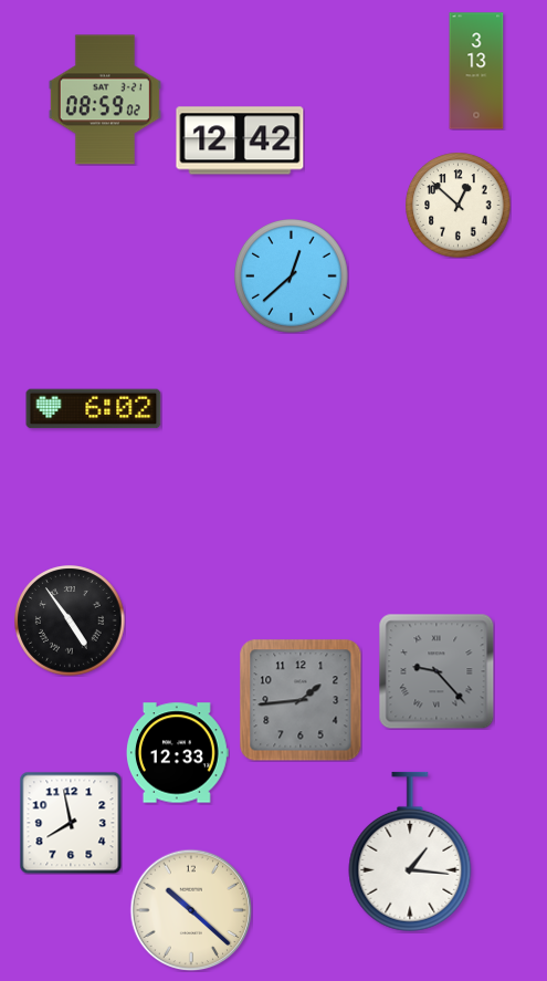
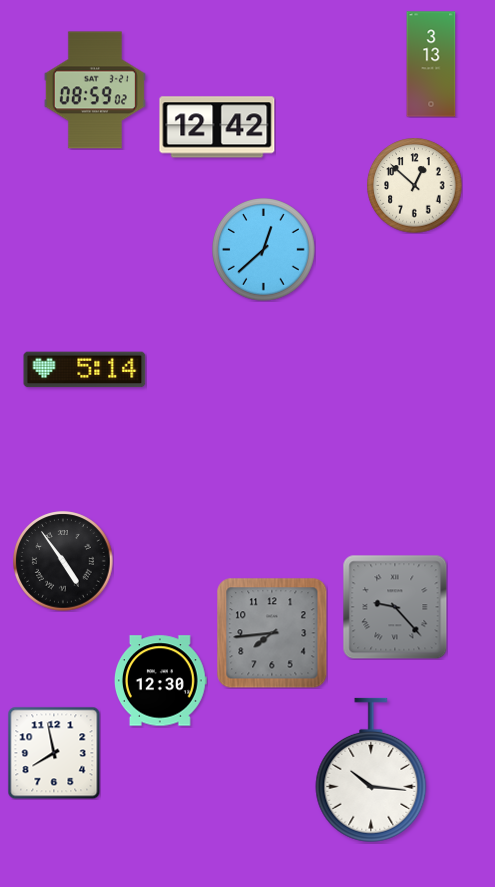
clock at (94, 409): 6:02 -> 5:14
clock at (301, 700): 1:44 -> 7:44
clock at (177, 753): 12:33 -> 12:30
clock at (71, 823) position: (71, 823) -> (54, 753)
clock at (410, 852): 1:16 -> 10:16
clock at (191, 910): 10:22 -> none
